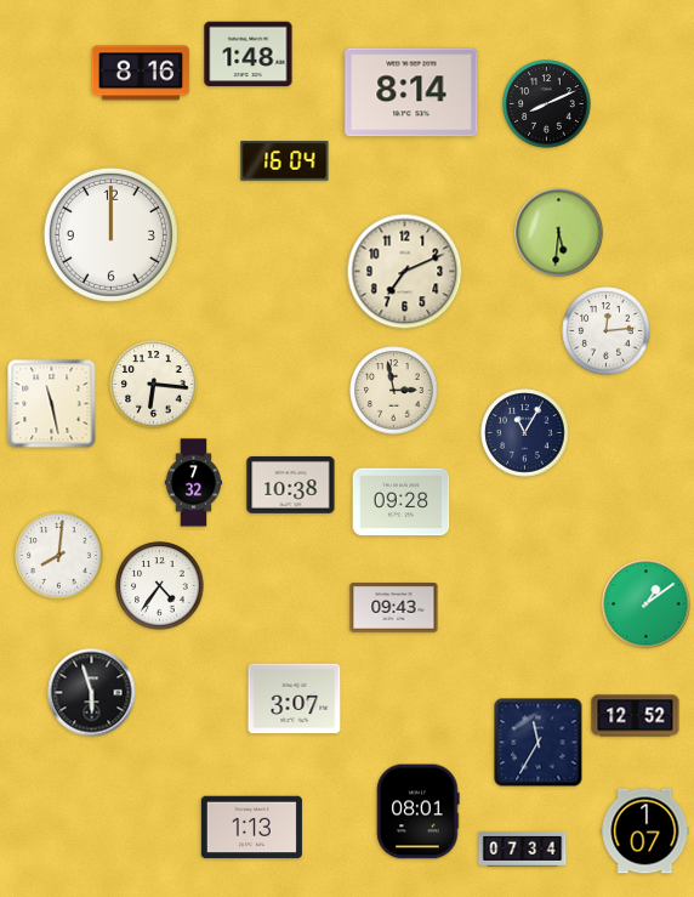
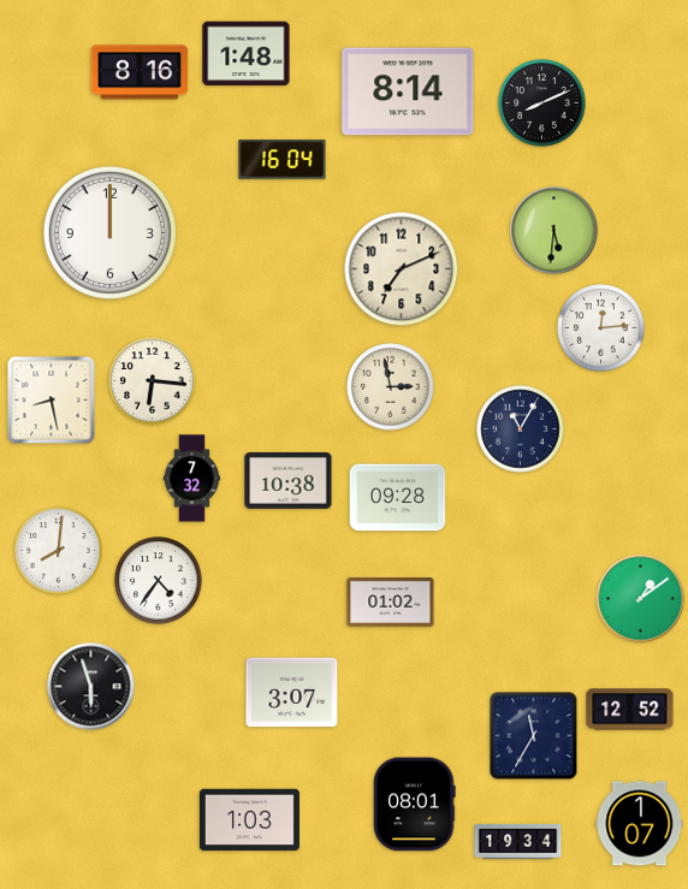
clock at (52, 404): 11:28 -> 8:28
clock at (394, 608): 09:43 -> 01:02
clock at (251, 828): 1:13 -> 1:03
clock at (523, 848): 07:34 -> 19:34
